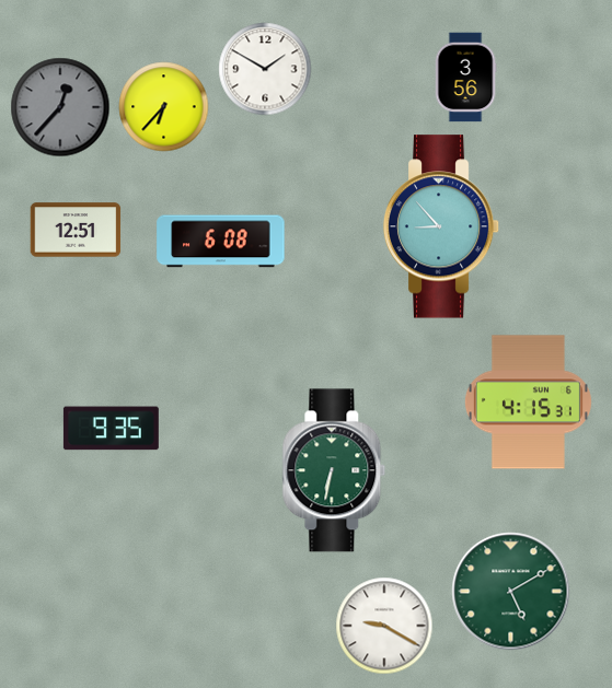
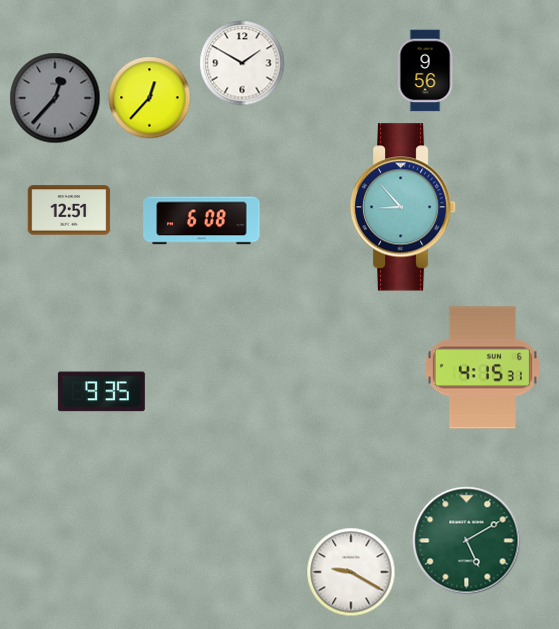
clock at (465, 78): 3:56 -> 9:56
clock at (164, 107): 6:37 -> 12:37
clock at (334, 470): 6:32 -> none
